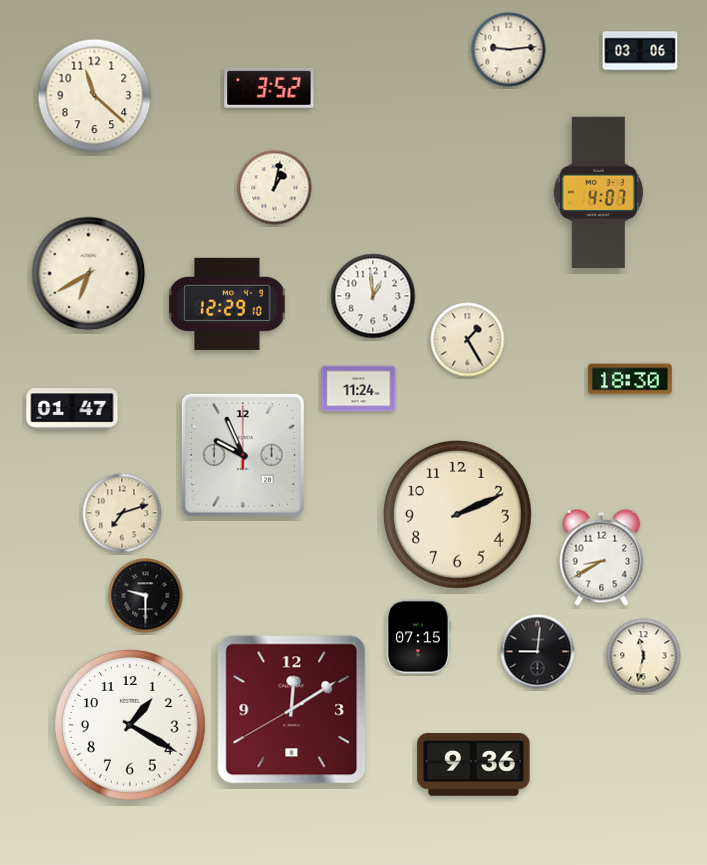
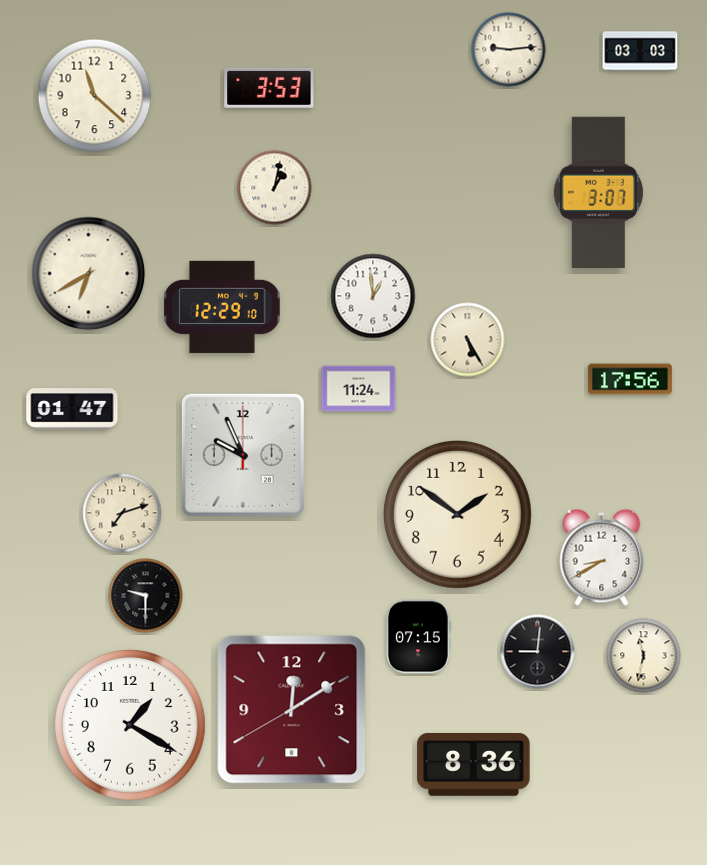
clock at (640, 51): 03:06 -> 03:03
clock at (269, 88): 3:52 -> 3:53
clock at (598, 192): 4:07 -> 3:07
clock at (227, 304) position: (227, 304) -> (222, 307)
clock at (468, 340): 1:25 -> 5:25
clock at (630, 379): 18:30 -> 17:56
clock at (457, 514): 2:11 -> 1:51
clock at (474, 764): 9:36 -> 8:36
